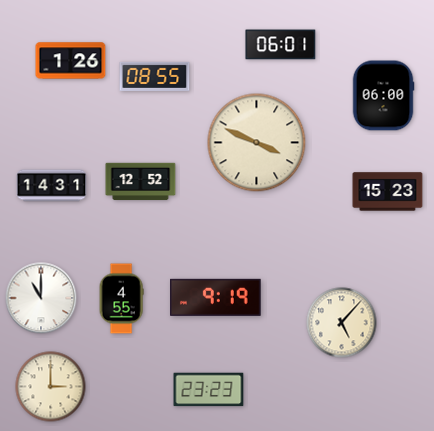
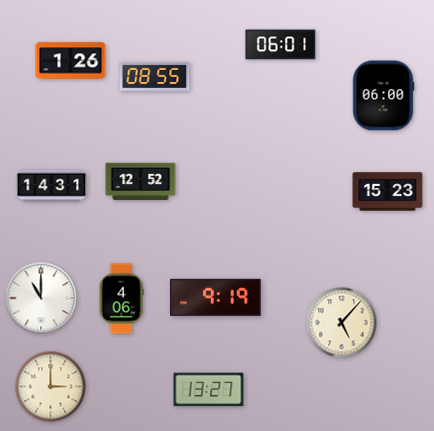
clock at (257, 143): 3:49 -> none
clock at (121, 299): 4:55 -> 4:06
clock at (209, 390): 23:23 -> 13:27
